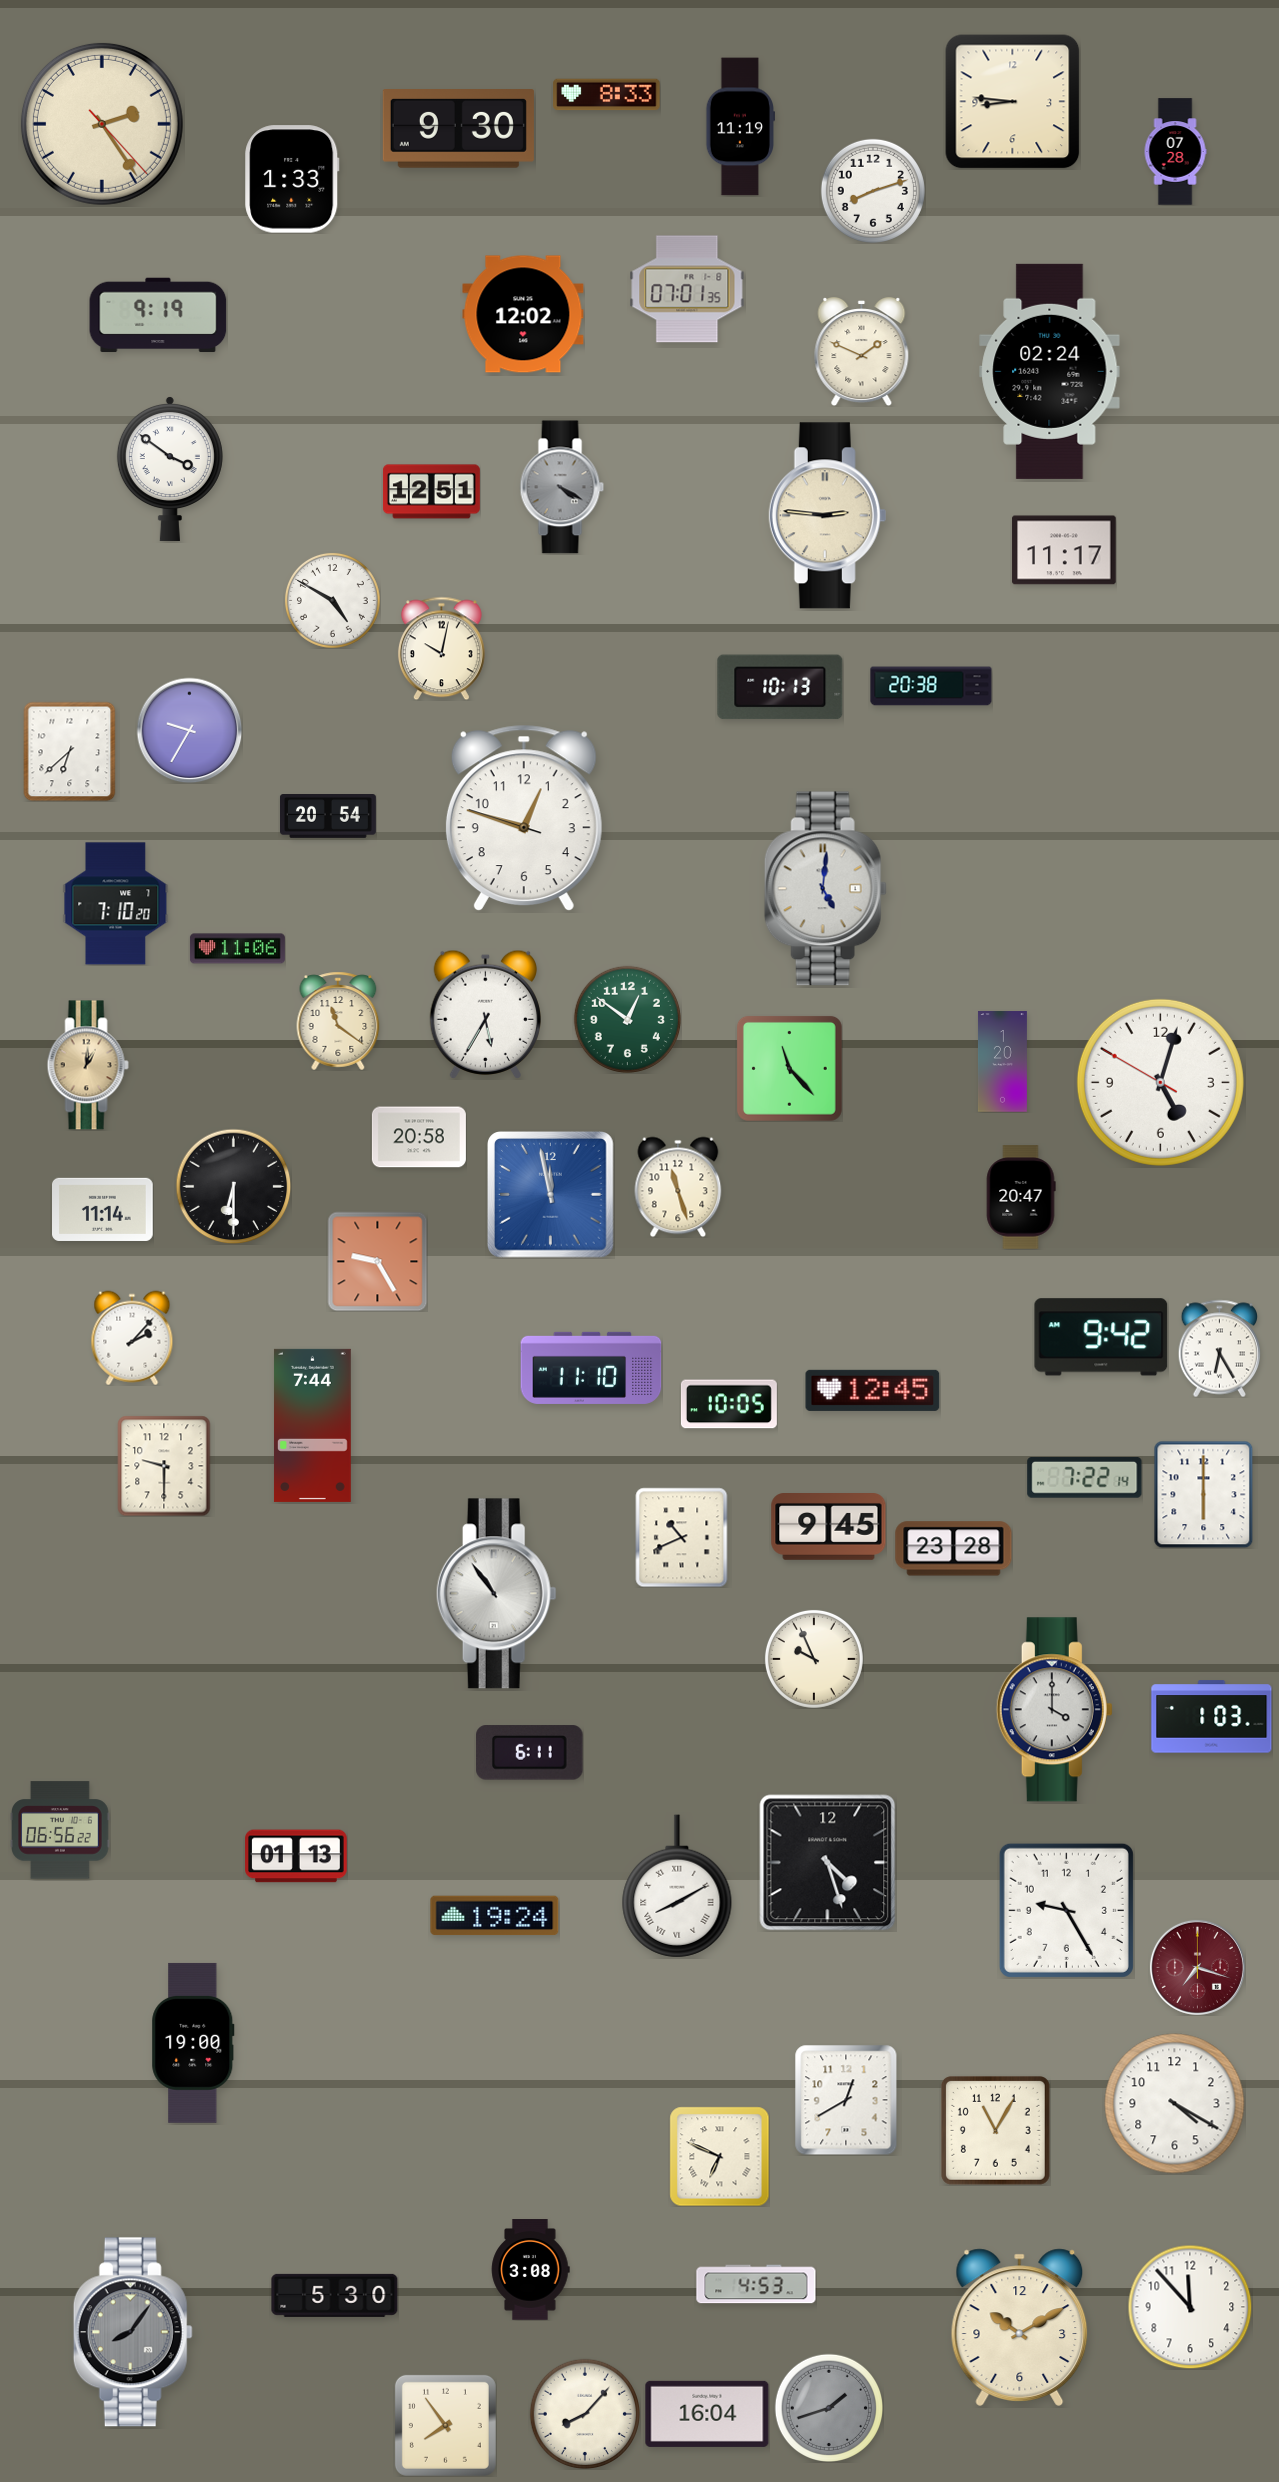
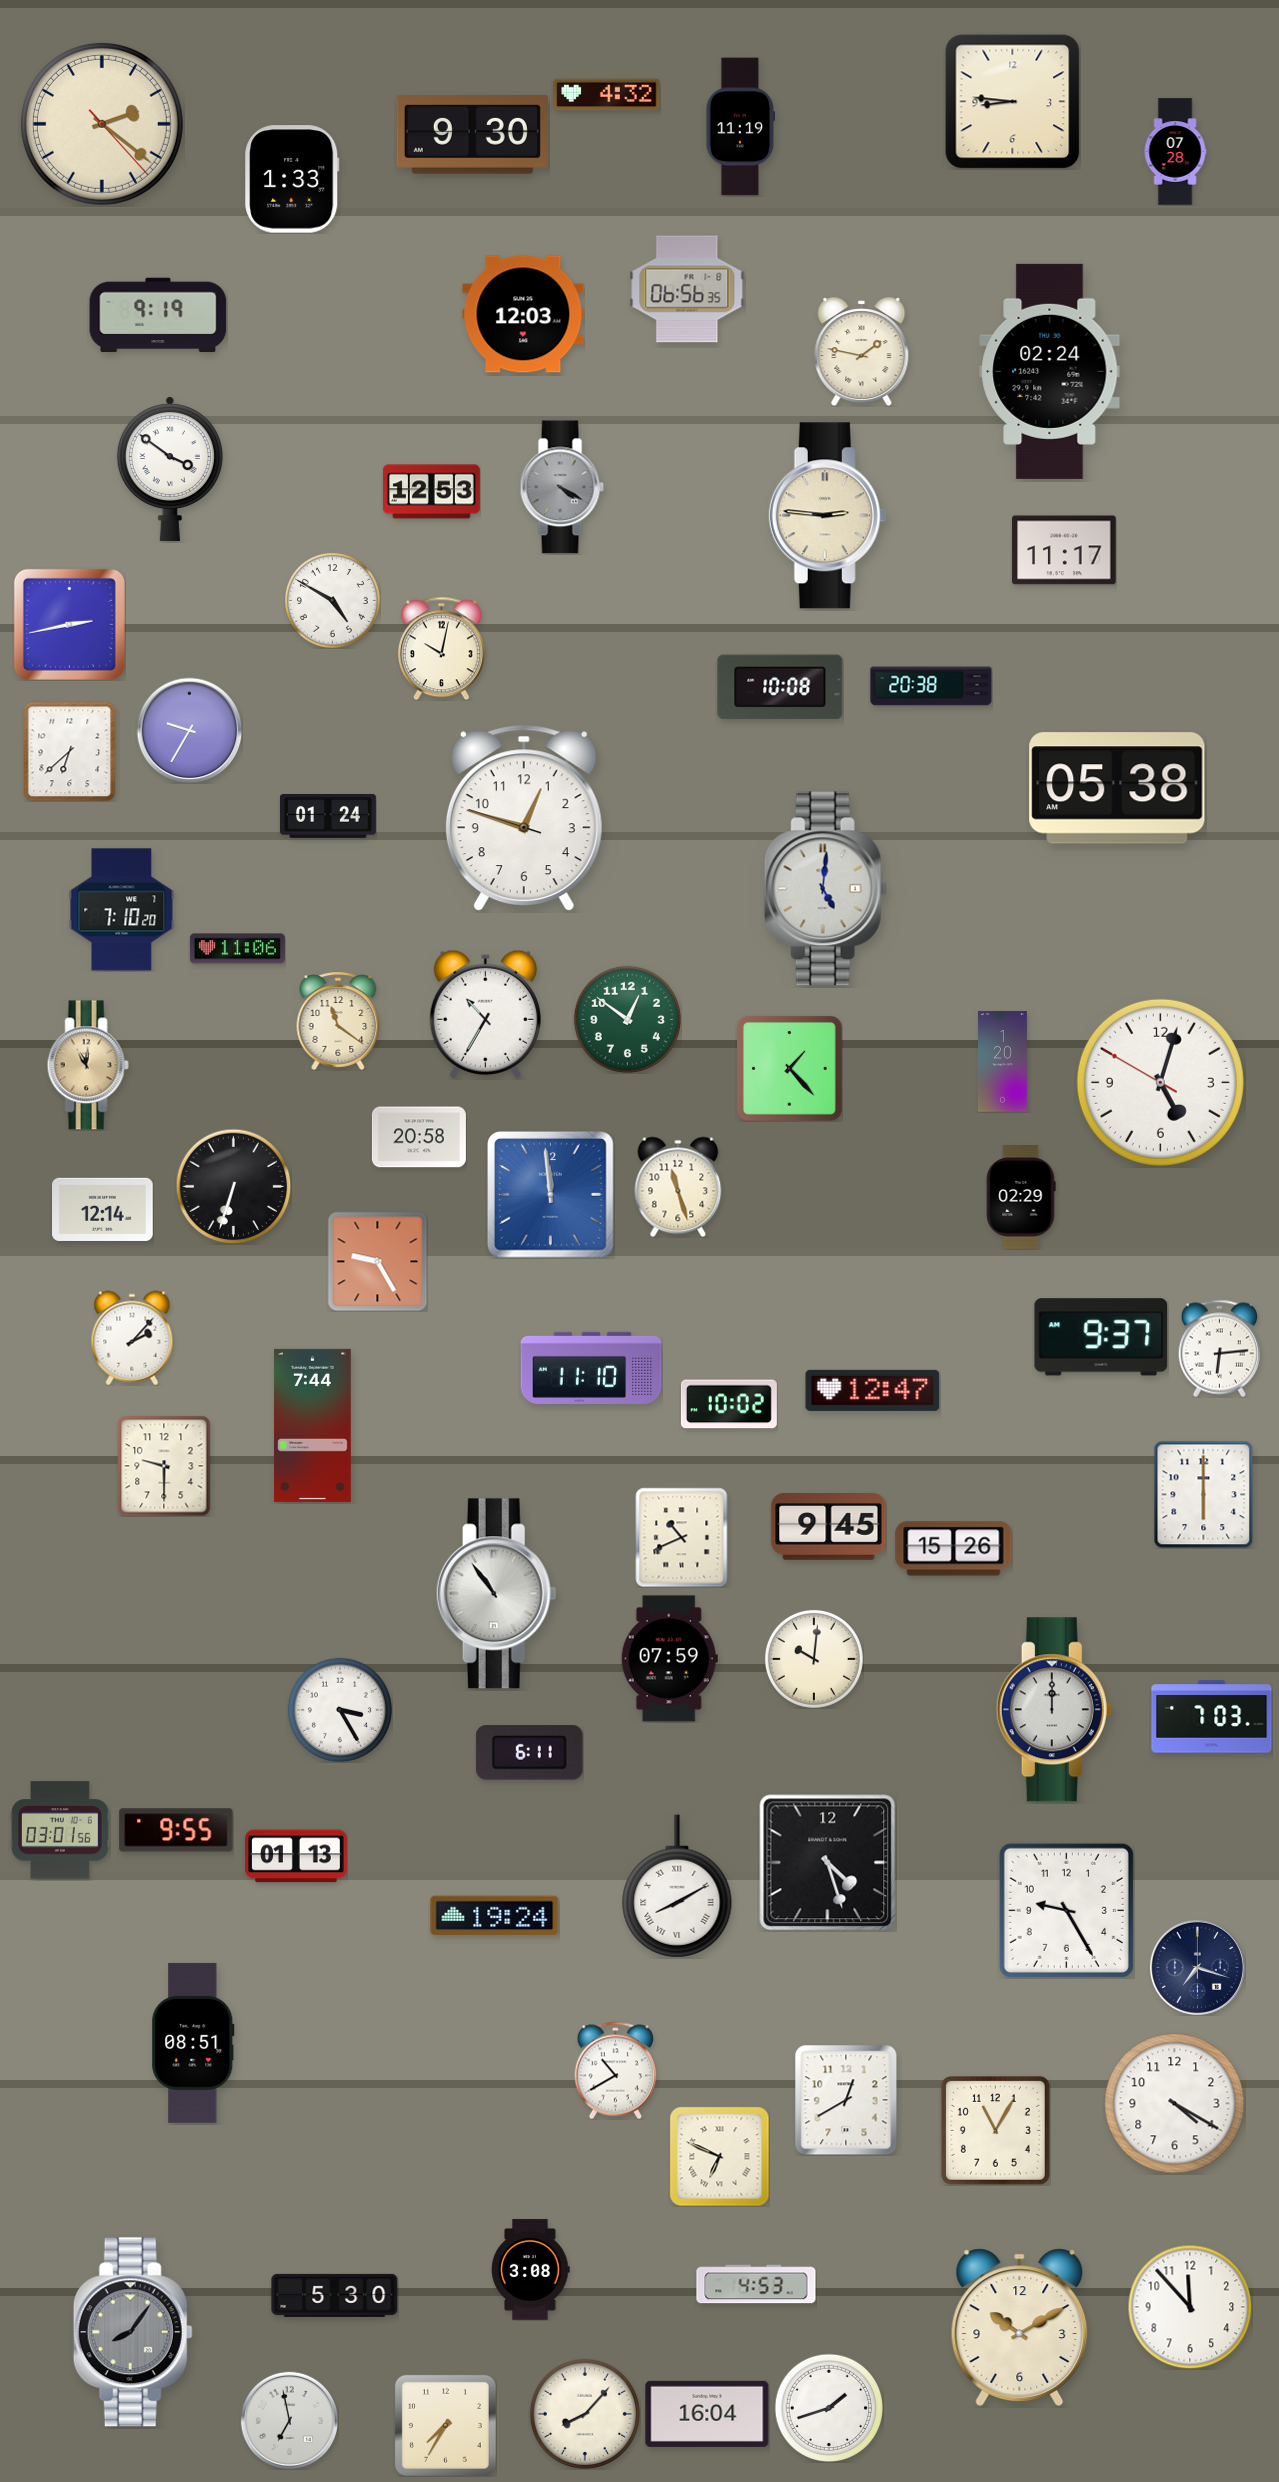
clock at (607, 95): 8:33 -> 4:32
clock at (102, 124): 2:24 -> 2:21
clock at (458, 129) position: (458, 129) -> (472, 135)
clock at (873, 191): 8:12 -> none
clock at (687, 289): 07:01 -> 06:56
clock at (523, 314): 12:02 -> 12:03
clock at (862, 352): 1:49 -> 1:47
clock at (431, 492): 12:51 -> 12:53
clock at (69, 624): none -> 2:43
clock at (780, 687): 10:13 -> 10:08
clock at (1117, 788): none -> 05:38
clock at (328, 817): 20:54 -> 01:24
clock at (116, 904) position: (116, 904) -> (122, 910)
clock at (485, 1014): 5:35 -> 10:35
clock at (88, 1065): 1:01 -> 11:01
clock at (789, 1068): 11:23 -> 1:23
clock at (233, 1186): 6:30 -> 6:33
clock at (551, 1195): 11:58 -> 11:59
clock at (1021, 1197): 20:47 -> 02:29
clock at (103, 1209): 11:14 -> 12:14
clock at (1101, 1337): 9:42 -> 9:37
clock at (1219, 1348): 6:25 -> 6:14
clock at (873, 1390): 12:45 -> 12:47
clock at (729, 1404): 10:05 -> 10:02
clock at (1085, 1478): 7:22 -> none
clock at (954, 1549): 23:28 -> 15:26
clock at (669, 1659): none -> 07:59
clock at (814, 1659): 9:56 -> 10:01
clock at (340, 1710): none -> 3:25
clock at (1054, 1710): 4:00 -> 12:00
clock at (1212, 1717): 1:03 -> 7:03
clock at (61, 1830): 06:56 -> 03:01
clock at (176, 1830): none -> 9:55
clock at (1197, 1967) dial: burgundy -> navy
clock at (193, 2043): 19:00 -> 08:51
clock at (615, 2070): none -> 10:40
clock at (828, 2407) dial: grey -> white
clock at (289, 2420): none -> 6:58
clock at (445, 2425): 7:54 -> 7:35
